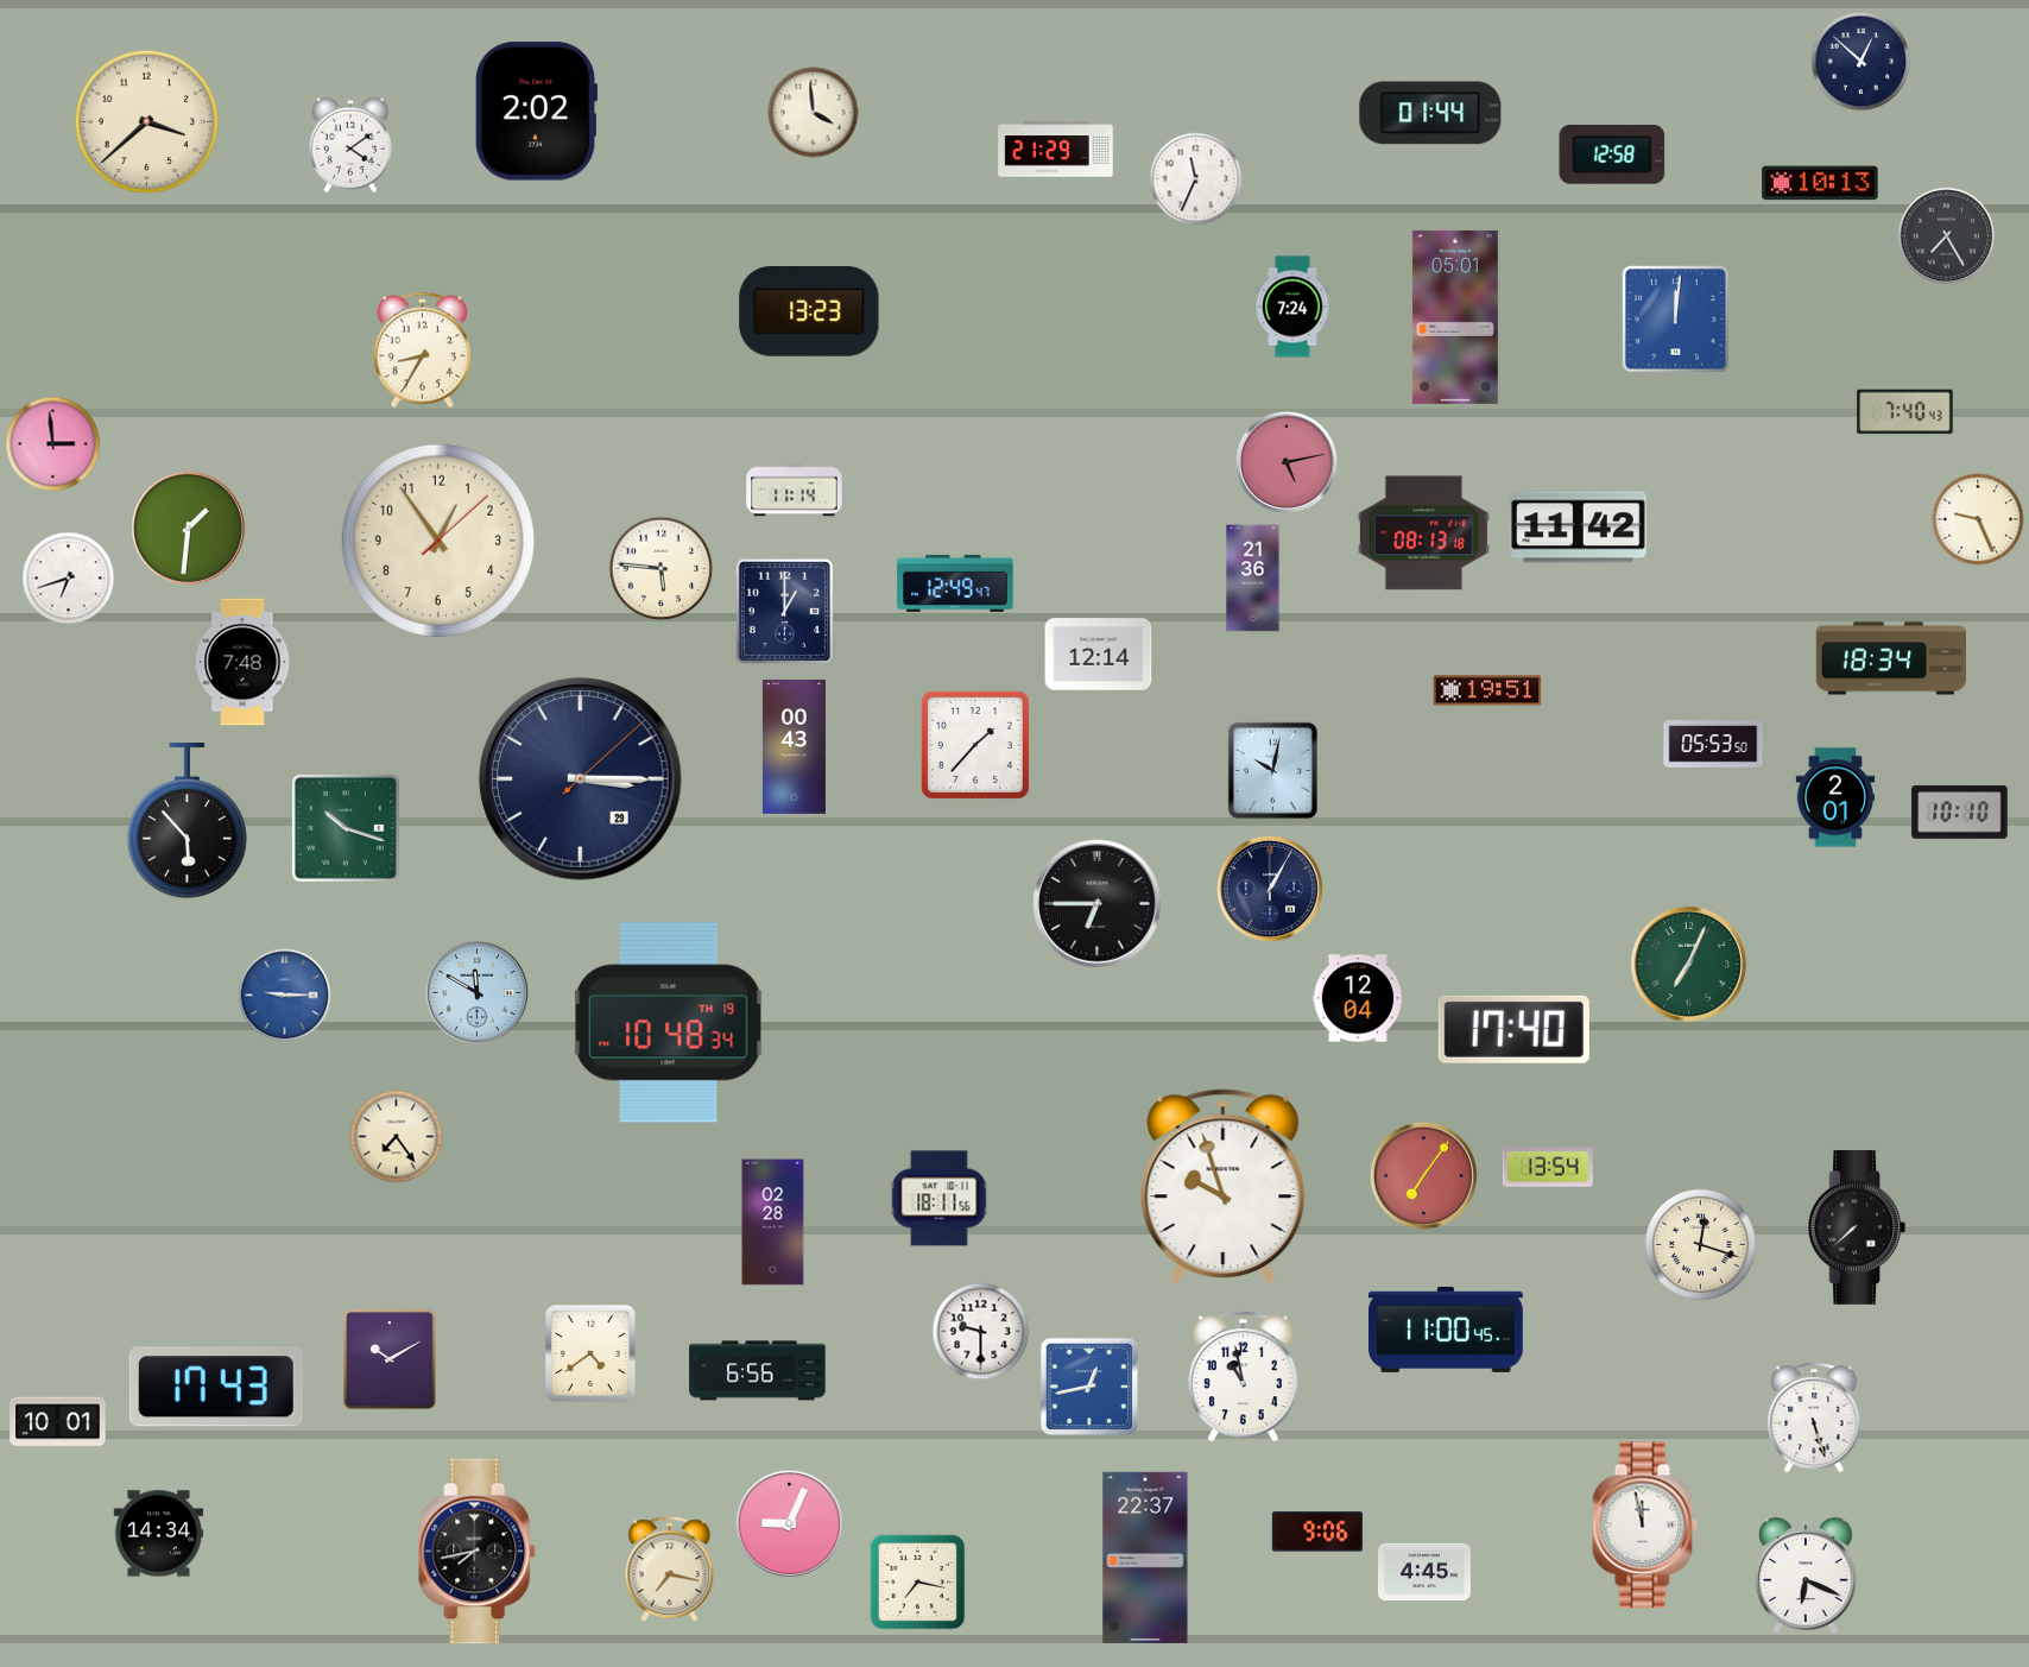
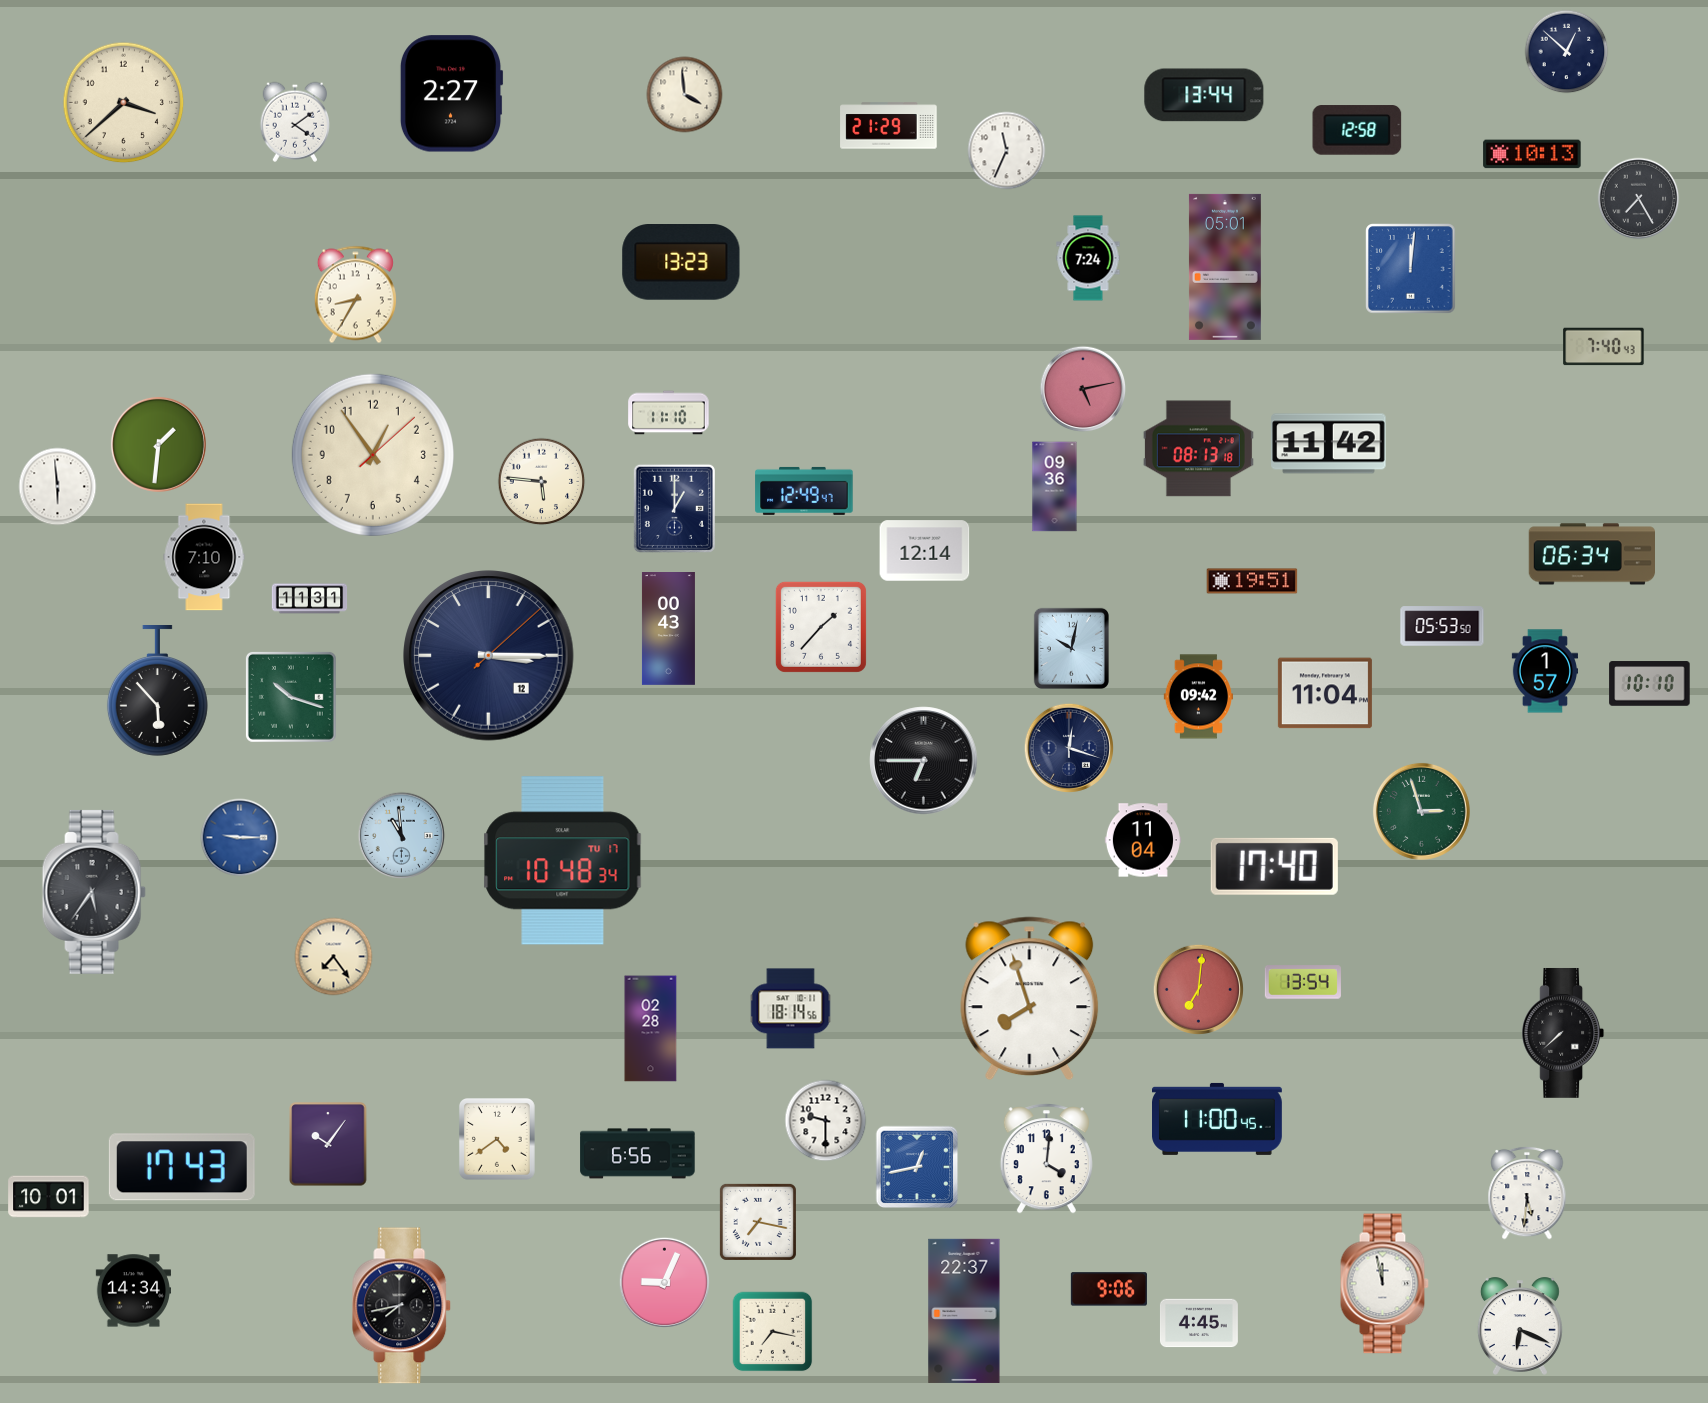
clock at (536, 112): 2:02 -> 2:27
clock at (1430, 113): 01:44 -> 13:44
clock at (53, 444): 2:59 -> none
clock at (795, 491): 11:14 -> 11:10
clock at (1978, 519): 9:26 -> none
clock at (438, 541) position: (438, 541) -> (373, 455)
clock at (662, 569) position: (662, 569) -> (542, 482)
clock at (69, 579): 6:42 -> 5:59
clock at (1253, 579): 21:36 -> 09:36
clock at (784, 611) position: (784, 611) -> (674, 508)
clock at (1890, 658): 18:34 -> 06:34
clock at (242, 662): 7:48 -> 7:10
clock at (310, 599): none -> 11:31
clock at (581, 779) date: 29 -> 12
clock at (1834, 797): 2:01 -> 1:57
clock at (1325, 693): none -> 11:04
clock at (1198, 697): none -> 09:42
clock at (1270, 889): 1:05 -> 12:18
clock at (1688, 964): 7:04 -> 2:57
clock at (478, 993): 11:50 -> 10:59
clock at (1358, 998): 12:04 -> 11:04
clock at (669, 1023) date: TH 19 -> TU 17
clock at (94, 892): none -> 5:36
clock at (1423, 1175): 7:06 -> 7:01
clock at (1224, 1187): 9:57 -> 7:57
clock at (940, 1199): 18:11 -> 18:14
clock at (1700, 1244): 12:18 -> none
clock at (390, 1359): 10:10 -> 10:06
clock at (1243, 1377): 10:58 -> 4:01
clock at (1814, 1417): 5:27 -> 5:31
clock at (758, 1222): none -> 7:17
clock at (670, 1570): 7:17 -> none
